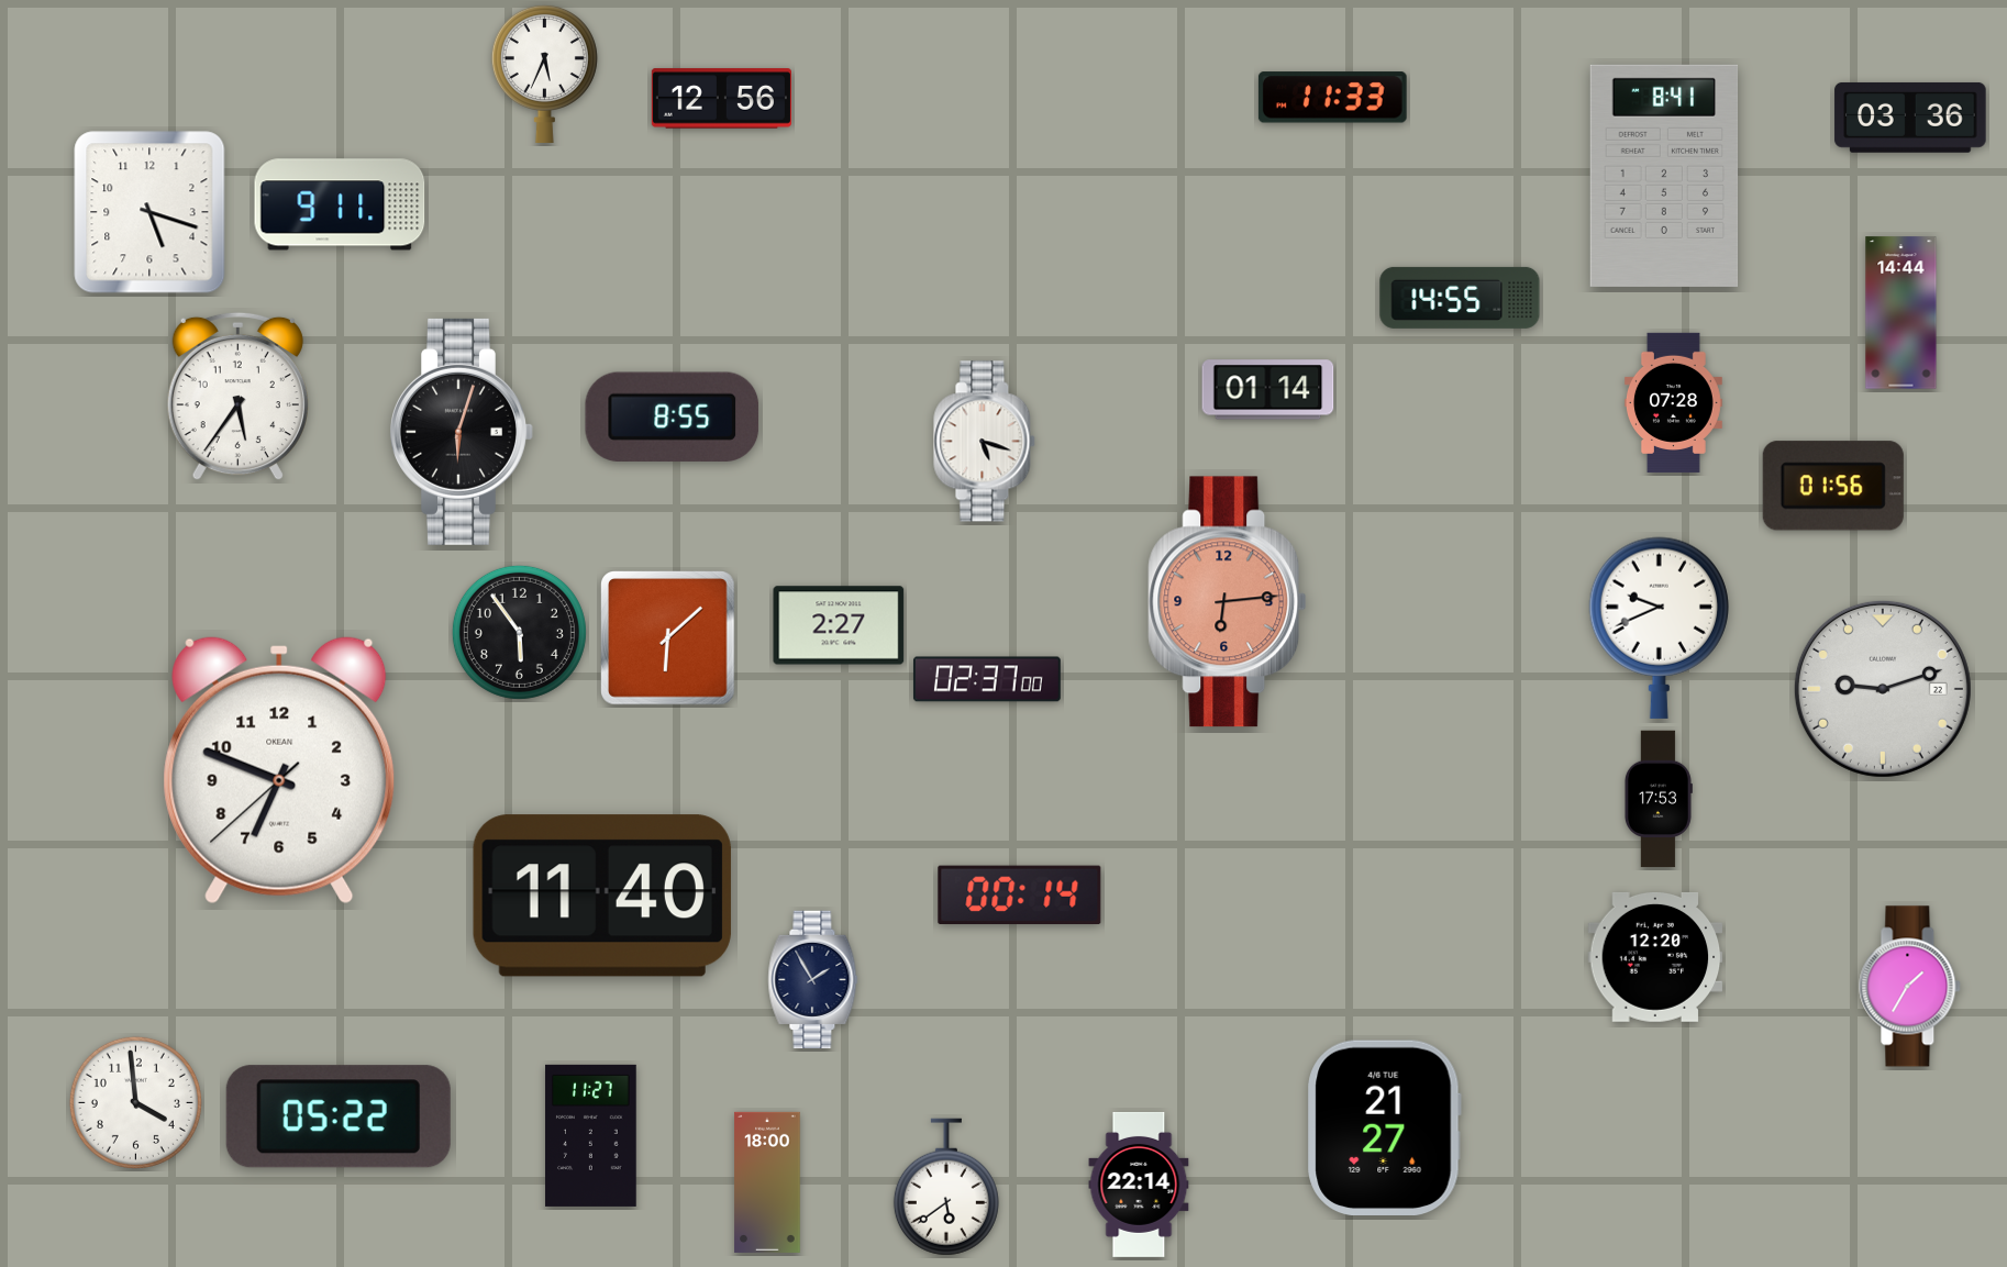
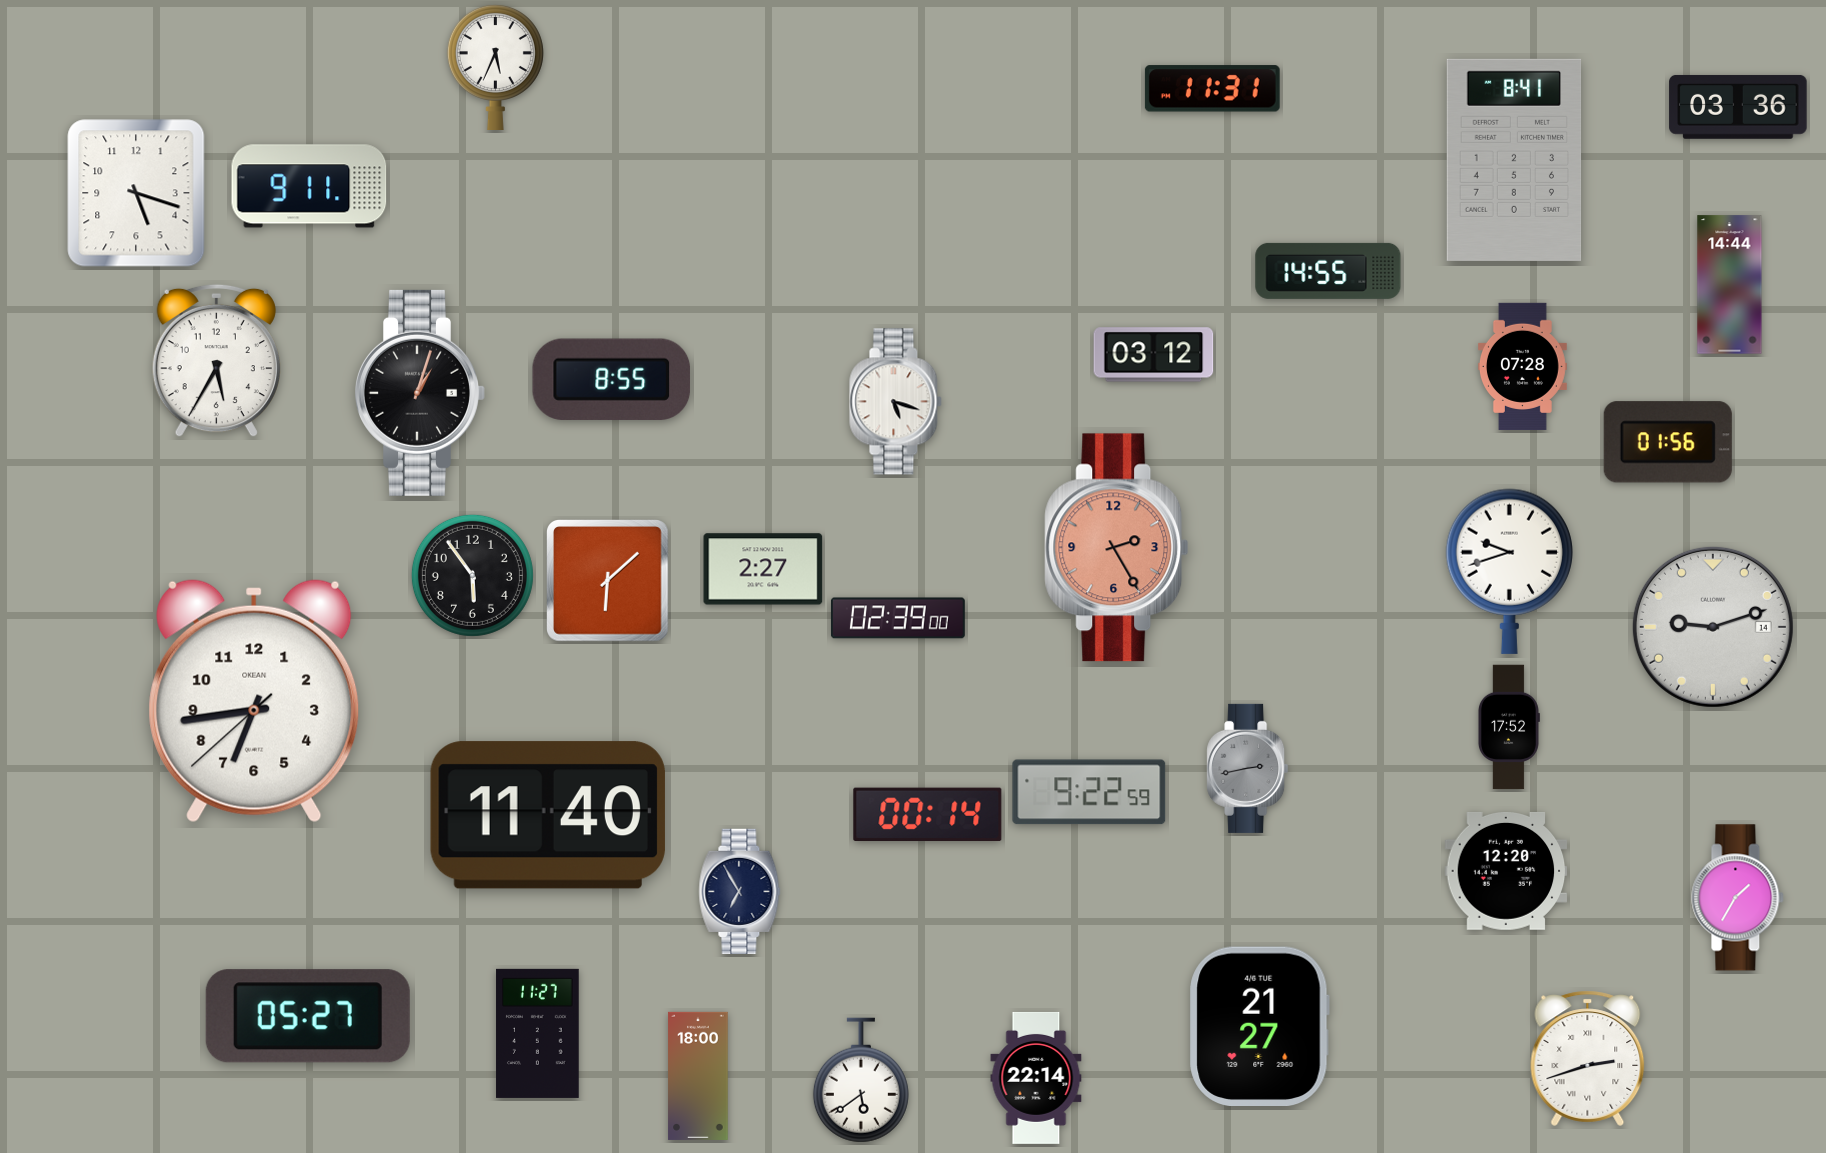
clock at (1332, 98): 11:33 -> 11:31
clock at (721, 99): 12:56 -> none
clock at (1268, 390): 01:14 -> 03:12
clock at (237, 397): 5:36 -> 5:35
clock at (463, 432): 6:03 -> 1:03
clock at (1228, 602): 6:14 -> 2:25
clock at (1659, 627): 9:41 -> 9:42
clock at (987, 679): 02:37 -> 02:39
clock at (1883, 689) date: 22 -> 14
clock at (279, 770): 6:48 -> 6:43
clock at (1657, 799): 17:53 -> 17:52
clock at (1248, 768): none -> 2:43
clock at (1089, 792): none -> 9:22
clock at (813, 979): 1:55 -> 6:55
clock at (135, 1102): 3:59 -> none
clock at (339, 1116): 05:22 -> 05:27
clock at (1588, 1058): none -> 2:42
